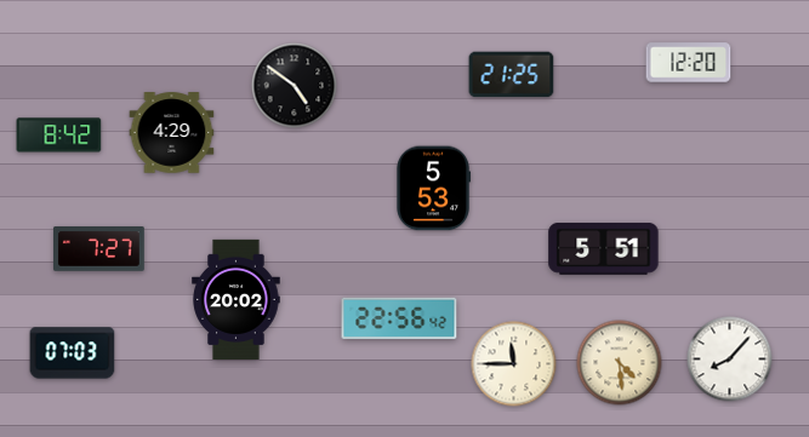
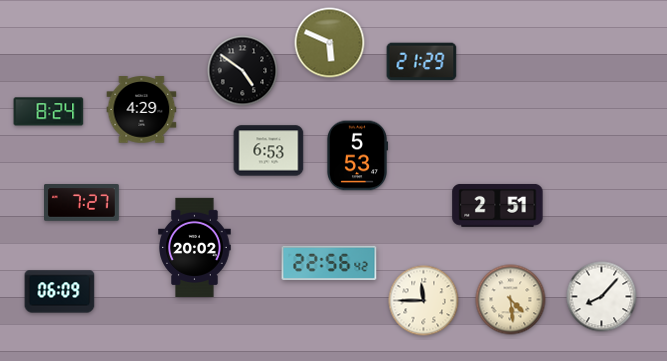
clock at (330, 43): none -> 5:49
clock at (689, 63): 12:20 -> none
clock at (512, 75): 21:25 -> 21:29
clock at (59, 136): 8:42 -> 8:24
clock at (269, 151): none -> 6:53
clock at (604, 248): 5:51 -> 2:51
clock at (99, 249) position: (99, 249) -> (82, 203)
clock at (73, 353): 07:03 -> 06:09
